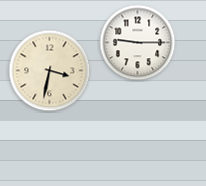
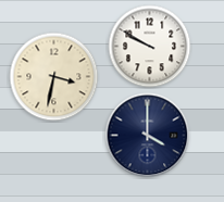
clock at (138, 43): 9:15 -> 9:50
clock at (148, 136): none -> 4:00
